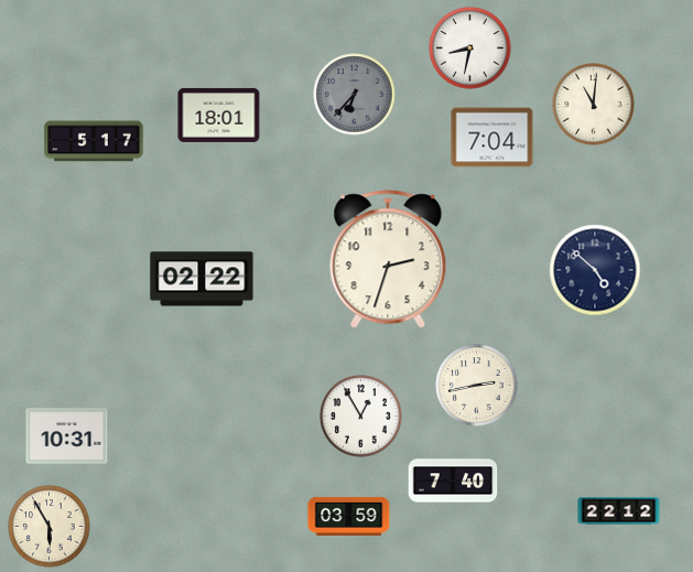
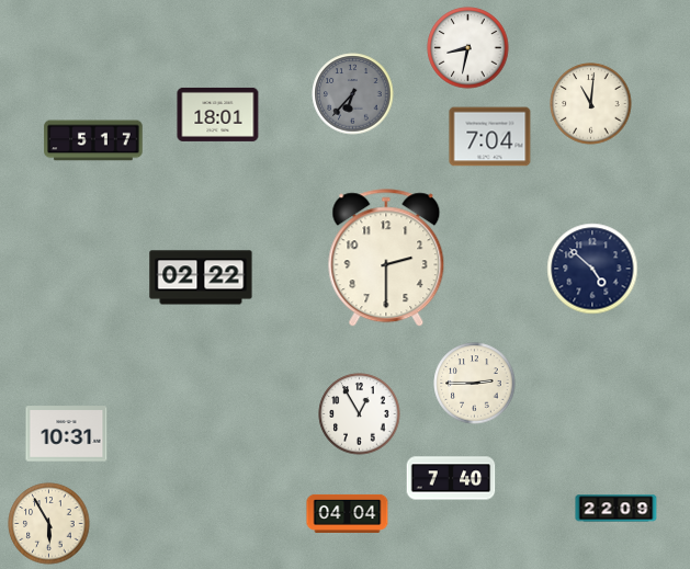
clock at (388, 260): 2:33 -> 2:30
clock at (477, 386): 2:43 -> 2:45
clock at (619, 511): 22:12 -> 22:09
clock at (349, 516): 03:59 -> 04:04
